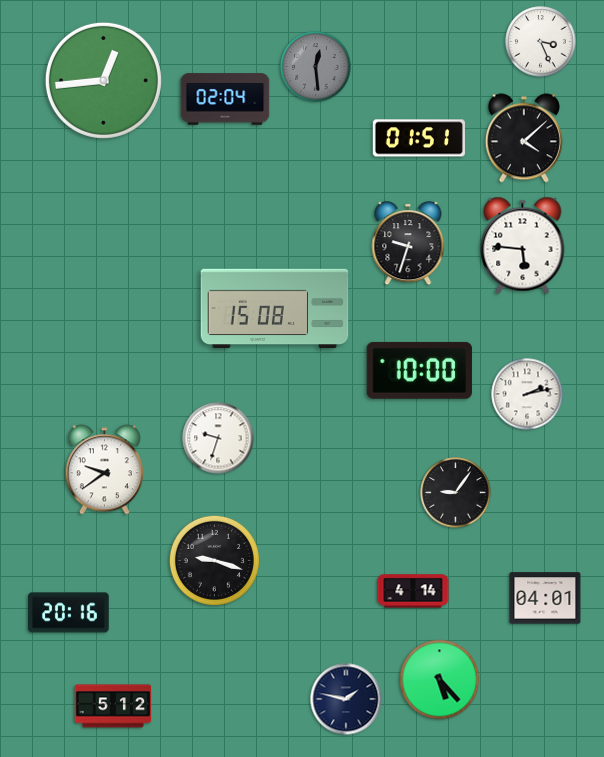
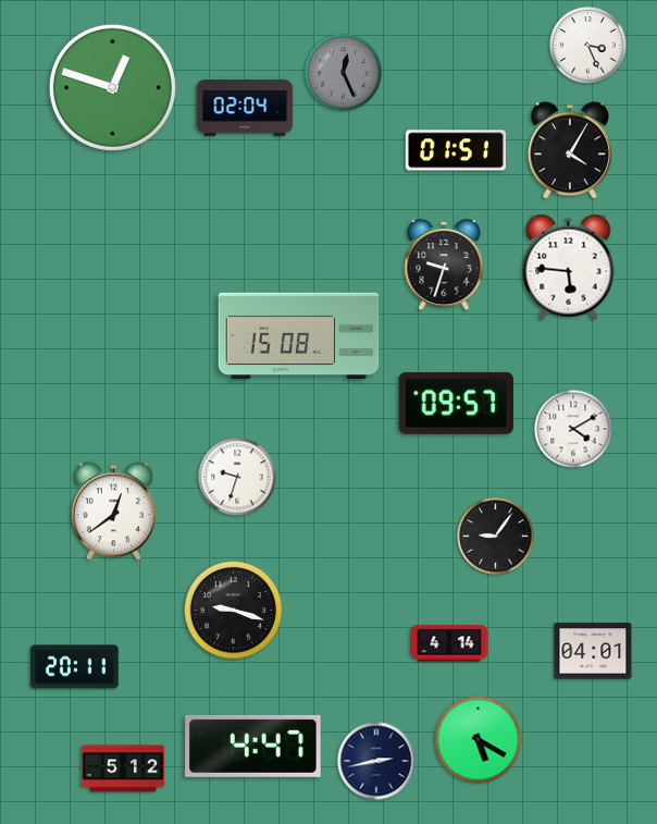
clock at (316, 67): 12:29 -> 12:26
clock at (103, 80): 12:44 -> 12:48
clock at (524, 138): 4:08 -> 4:05
clock at (419, 370): 10:00 -> 09:57
clock at (527, 394): 2:13 -> 4:10
clock at (104, 470): 9:39 -> 12:39
clock at (69, 613): 20:16 -> 20:11
clock at (440, 680): 5:23 -> 5:20
clock at (253, 746): none -> 4:47
clock at (346, 699): 1:47 -> 2:43
